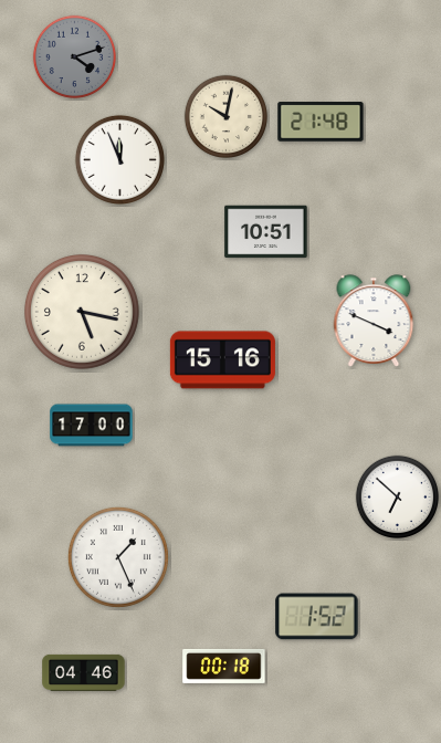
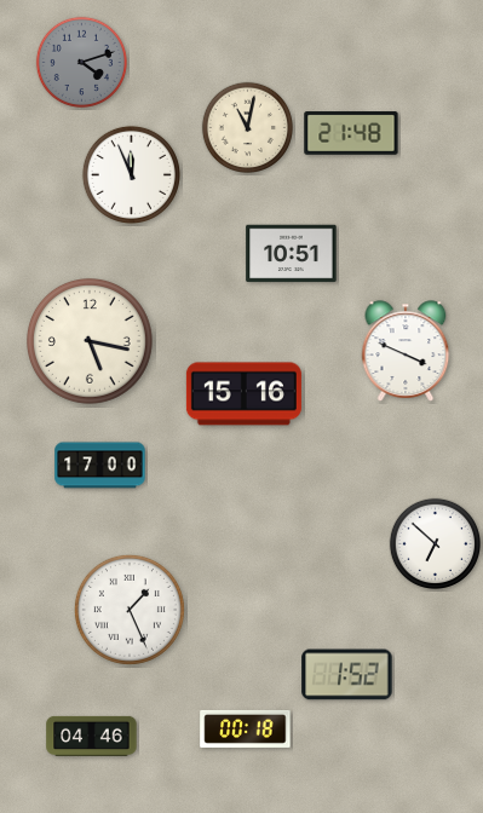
clock at (225, 116): 10:02 -> 11:02
clock at (374, 321) position: (374, 321) -> (406, 351)
